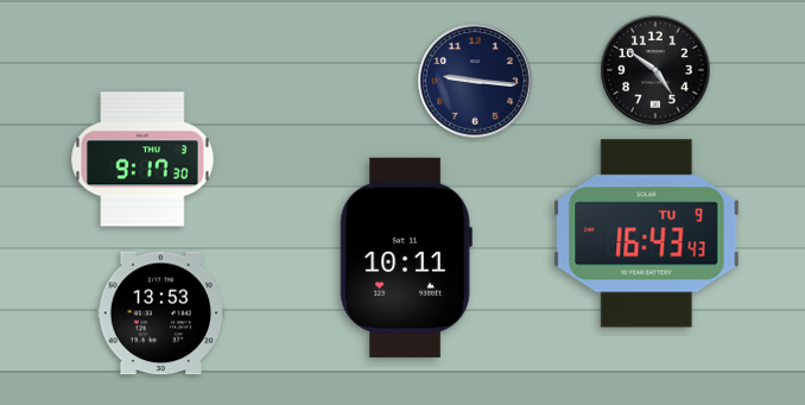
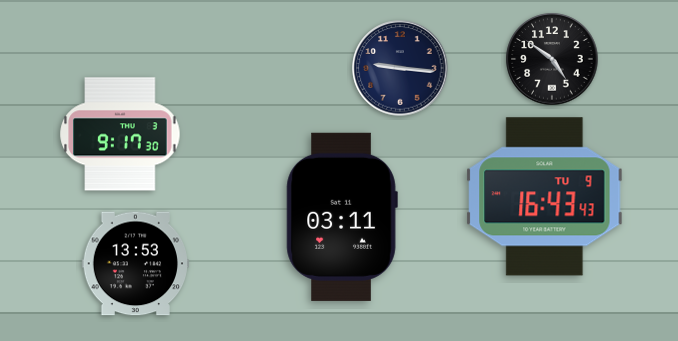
clock at (406, 258): 10:11 -> 03:11
